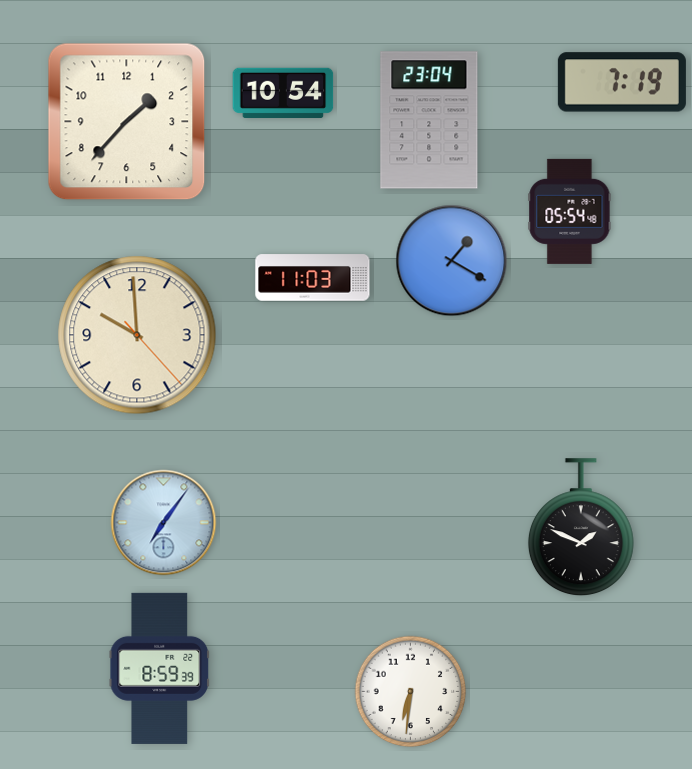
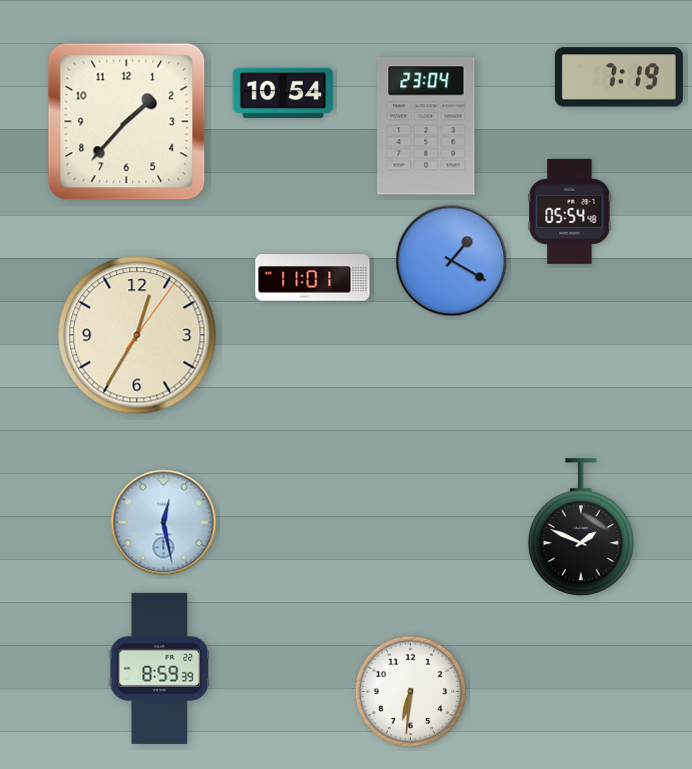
clock at (622, 82) position: (622, 82) -> (619, 77)
clock at (429, 120) position: (429, 120) -> (426, 126)
clock at (313, 278): 11:03 -> 11:01
clock at (137, 335): 9:59 -> 12:35
clock at (164, 523): 7:06 -> 12:28
